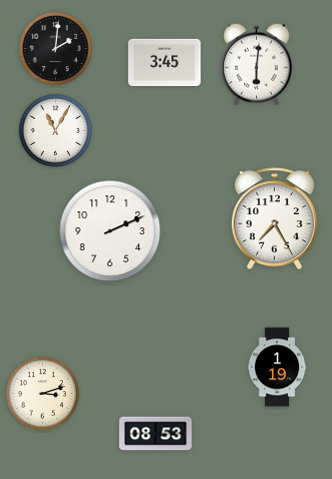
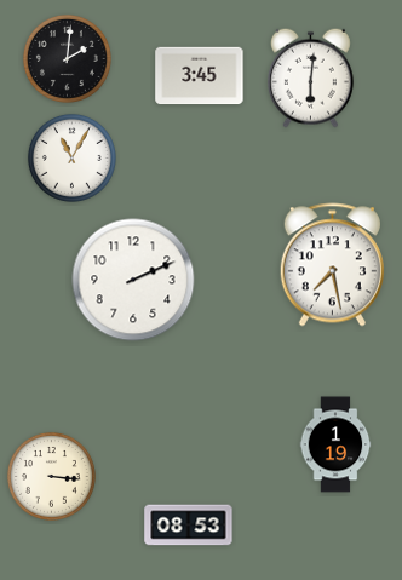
clock at (55, 130) position: (55, 130) -> (71, 157)
clock at (274, 219): 7:25 -> 7:28
clock at (42, 393): 3:12 -> 3:16
